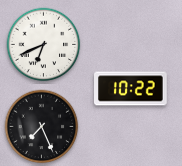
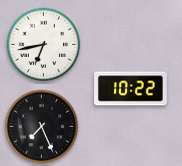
clock at (44, 45): 6:41 -> 6:43
